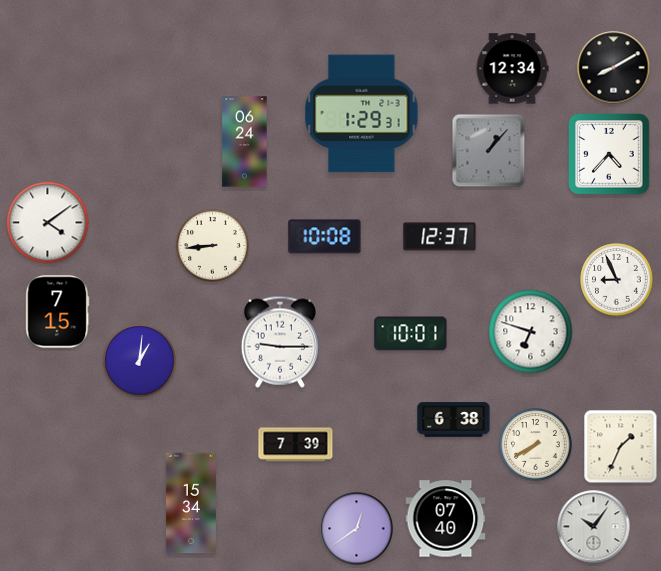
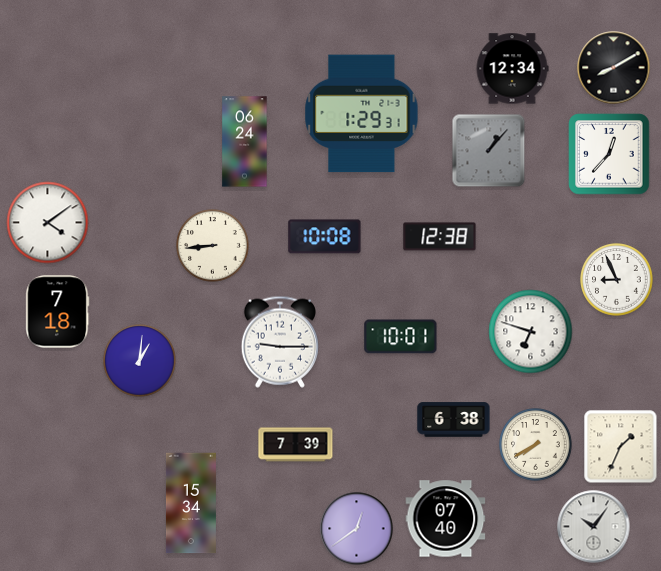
clock at (609, 154): 4:37 -> 12:37
clock at (440, 237): 12:37 -> 12:38
clock at (58, 312): 7:15 -> 7:18
clock at (411, 334) position: (411, 334) -> (401, 337)
